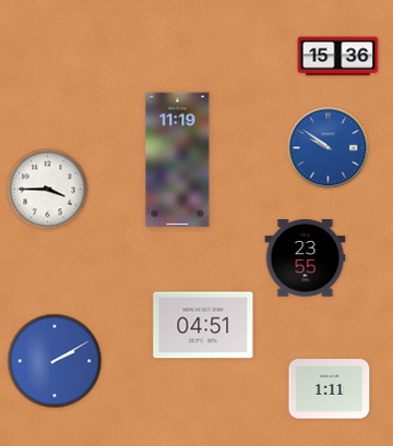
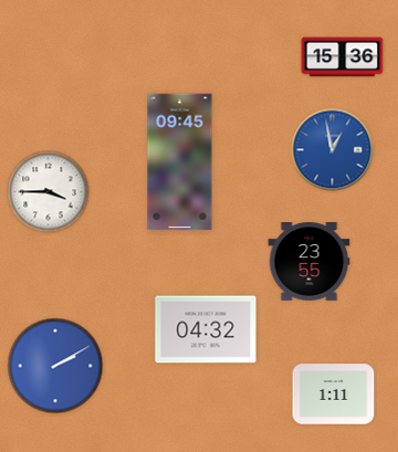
clock at (329, 148): 9:51 -> 12:58
clock at (178, 160): 11:19 -> 09:45
clock at (203, 325): 04:51 -> 04:32
